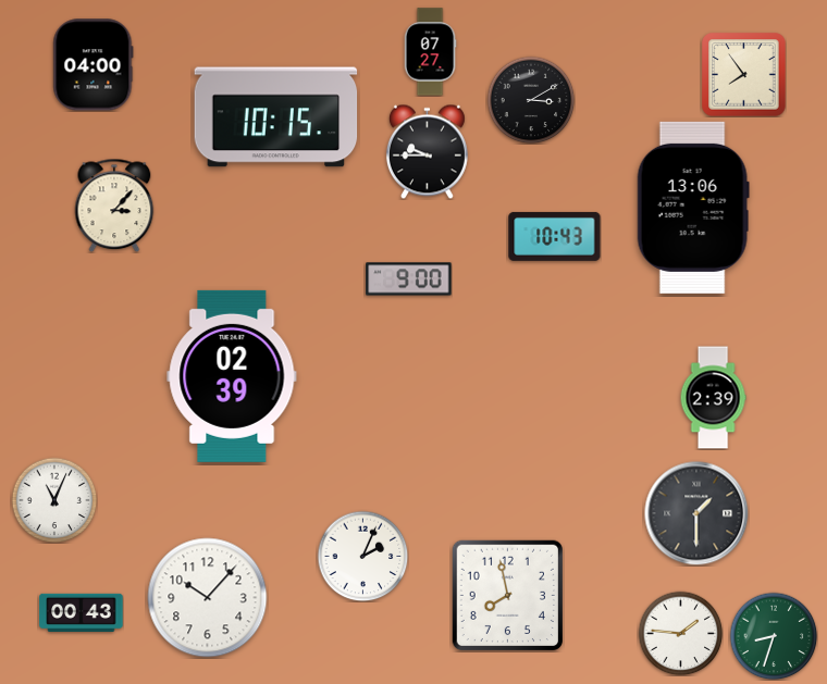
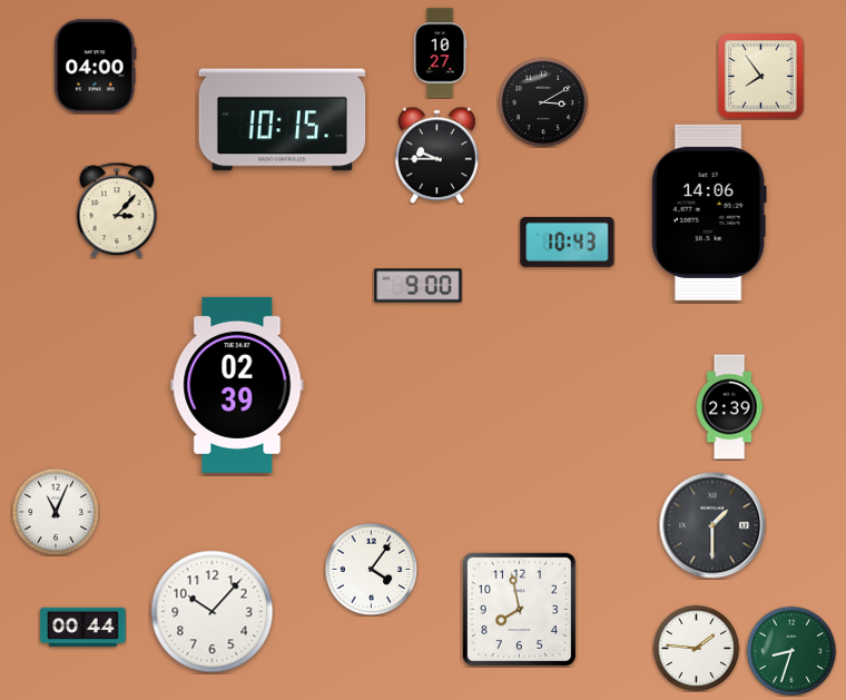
clock at (430, 52): 07:27 -> 10:27
clock at (693, 208): 13:06 -> 14:06
clock at (362, 556): 2:04 -> 4:06
clock at (82, 612): 00:43 -> 00:44
